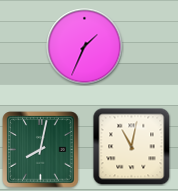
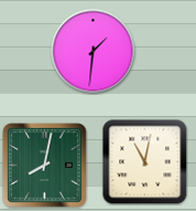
clock at (85, 47): 1:34 -> 1:31
